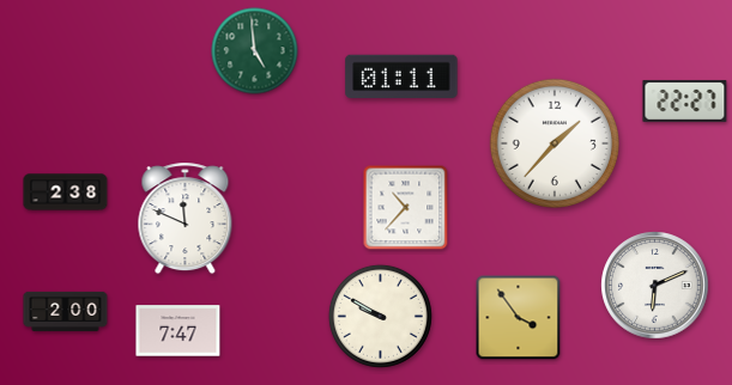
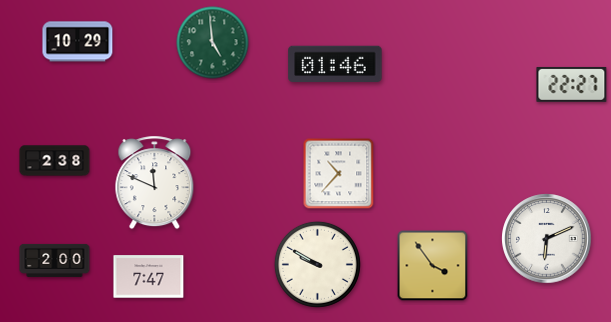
clock at (78, 42): none -> 10:29
clock at (401, 77): 01:11 -> 01:46
clock at (555, 143): 1:37 -> none
